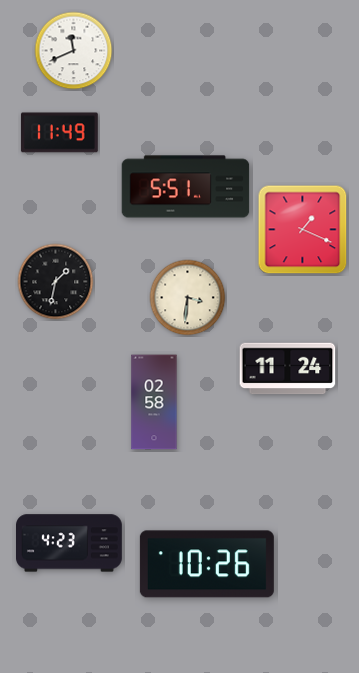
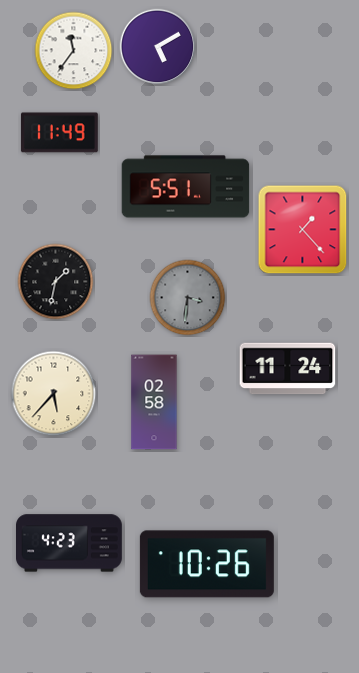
clock at (158, 47): none -> 5:10
clock at (74, 51): 11:41 -> 11:36
clock at (303, 230): 1:19 -> 1:23
clock at (188, 298) dial: cream -> grey
clock at (54, 394): none -> 5:37
